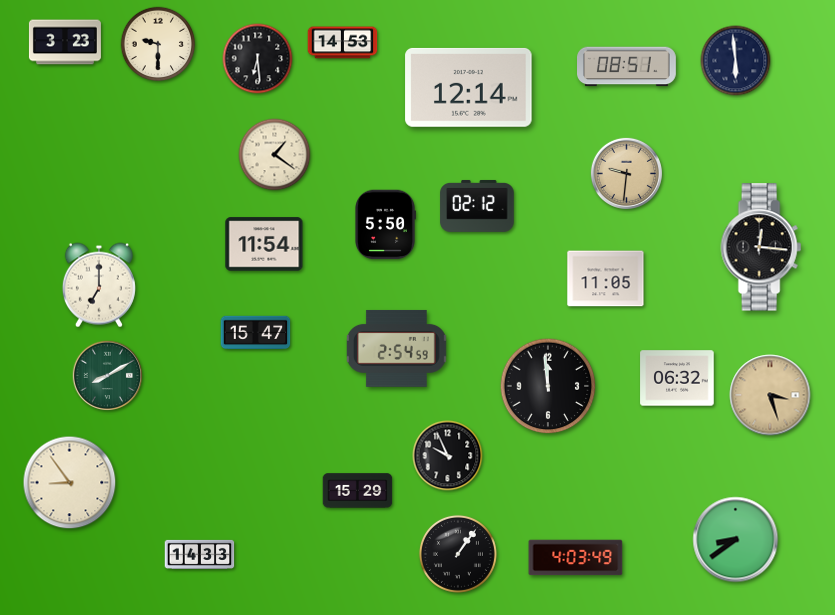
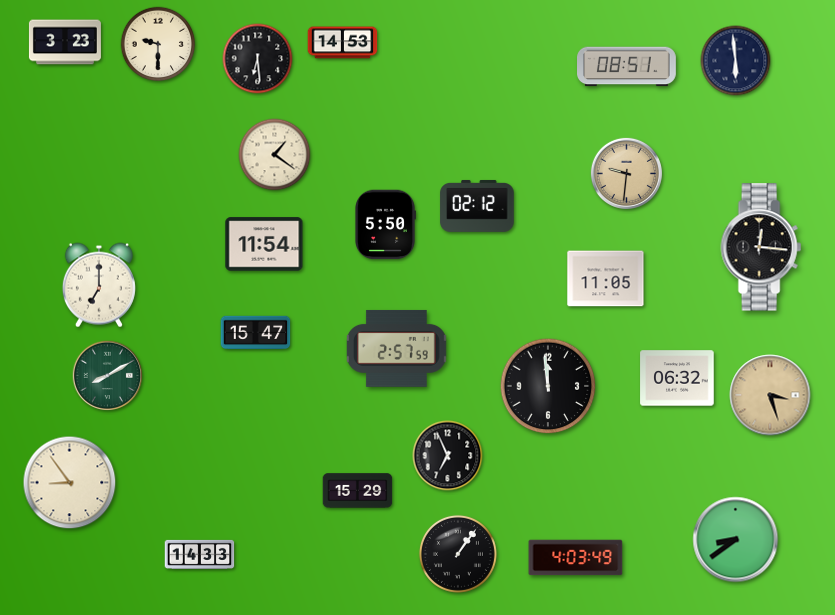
clock at (469, 87): 12:14 -> none
clock at (396, 348): 2:54 -> 2:57
clock at (448, 456): 9:56 -> 6:56
